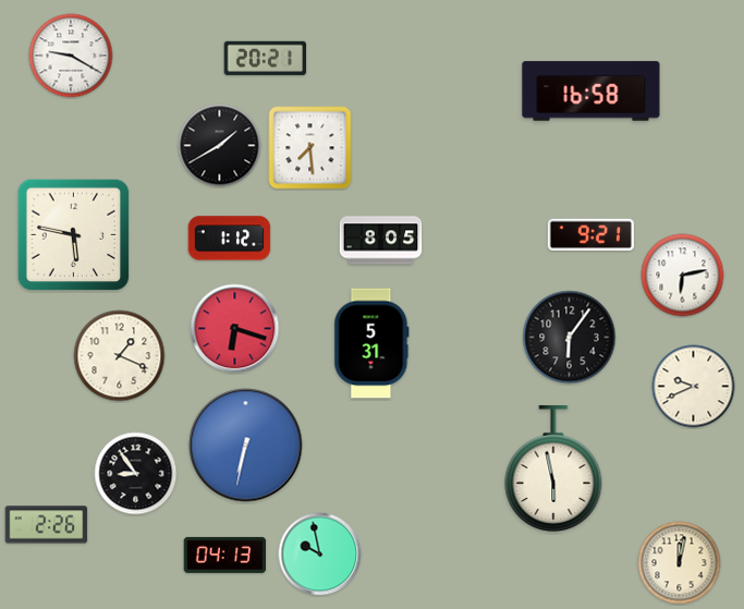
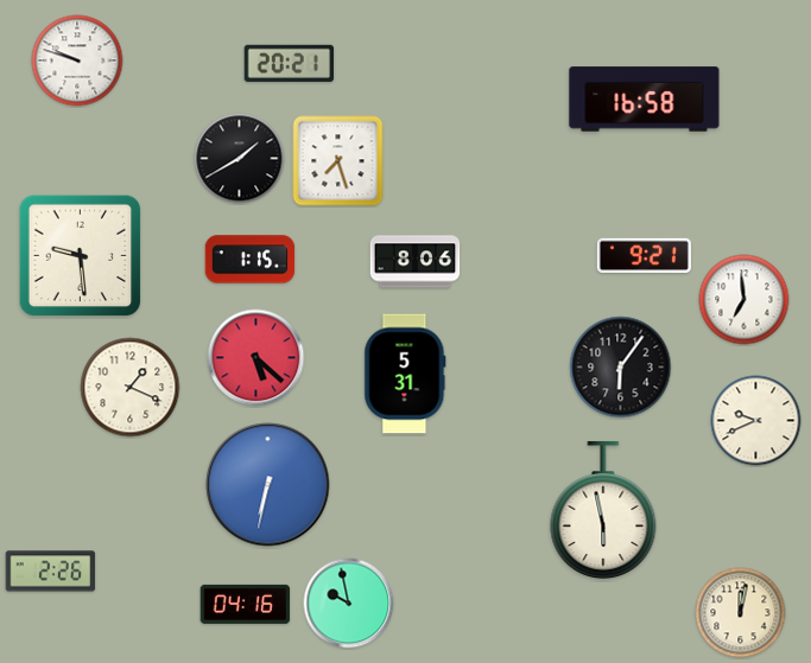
clock at (71, 56): 9:20 -> 9:48
clock at (310, 148): 7:29 -> 7:27
clock at (74, 235): 5:47 -> 9:29
clock at (230, 239): 1:12 -> 1:15
clock at (381, 241): 8:05 -> 8:06
clock at (683, 276): 6:13 -> 6:59
clock at (235, 329): 6:18 -> 5:22
clock at (136, 474): 8:54 -> none
clock at (225, 555): 04:13 -> 04:16
